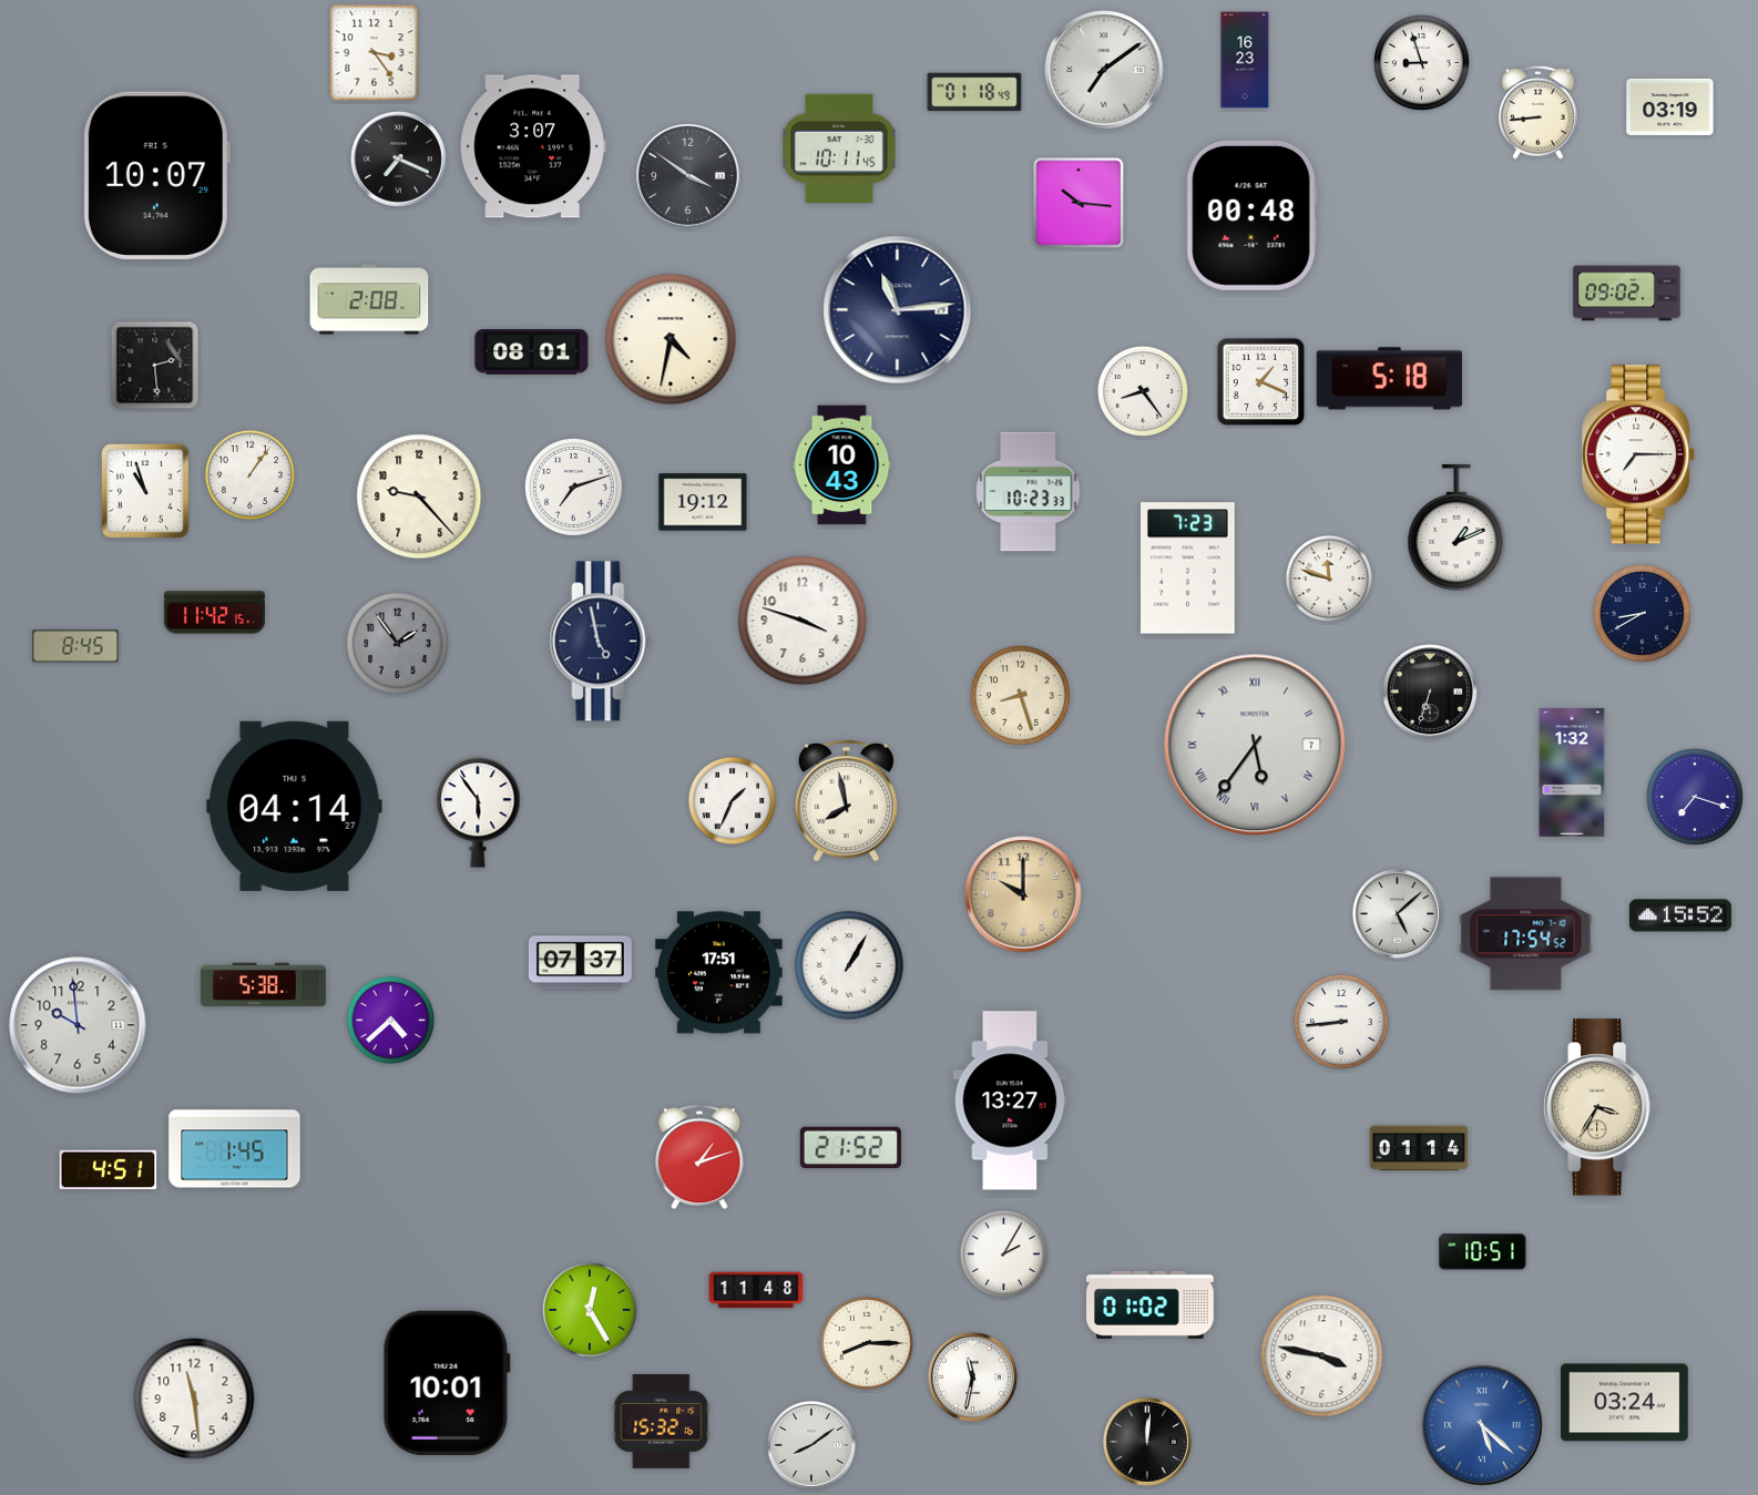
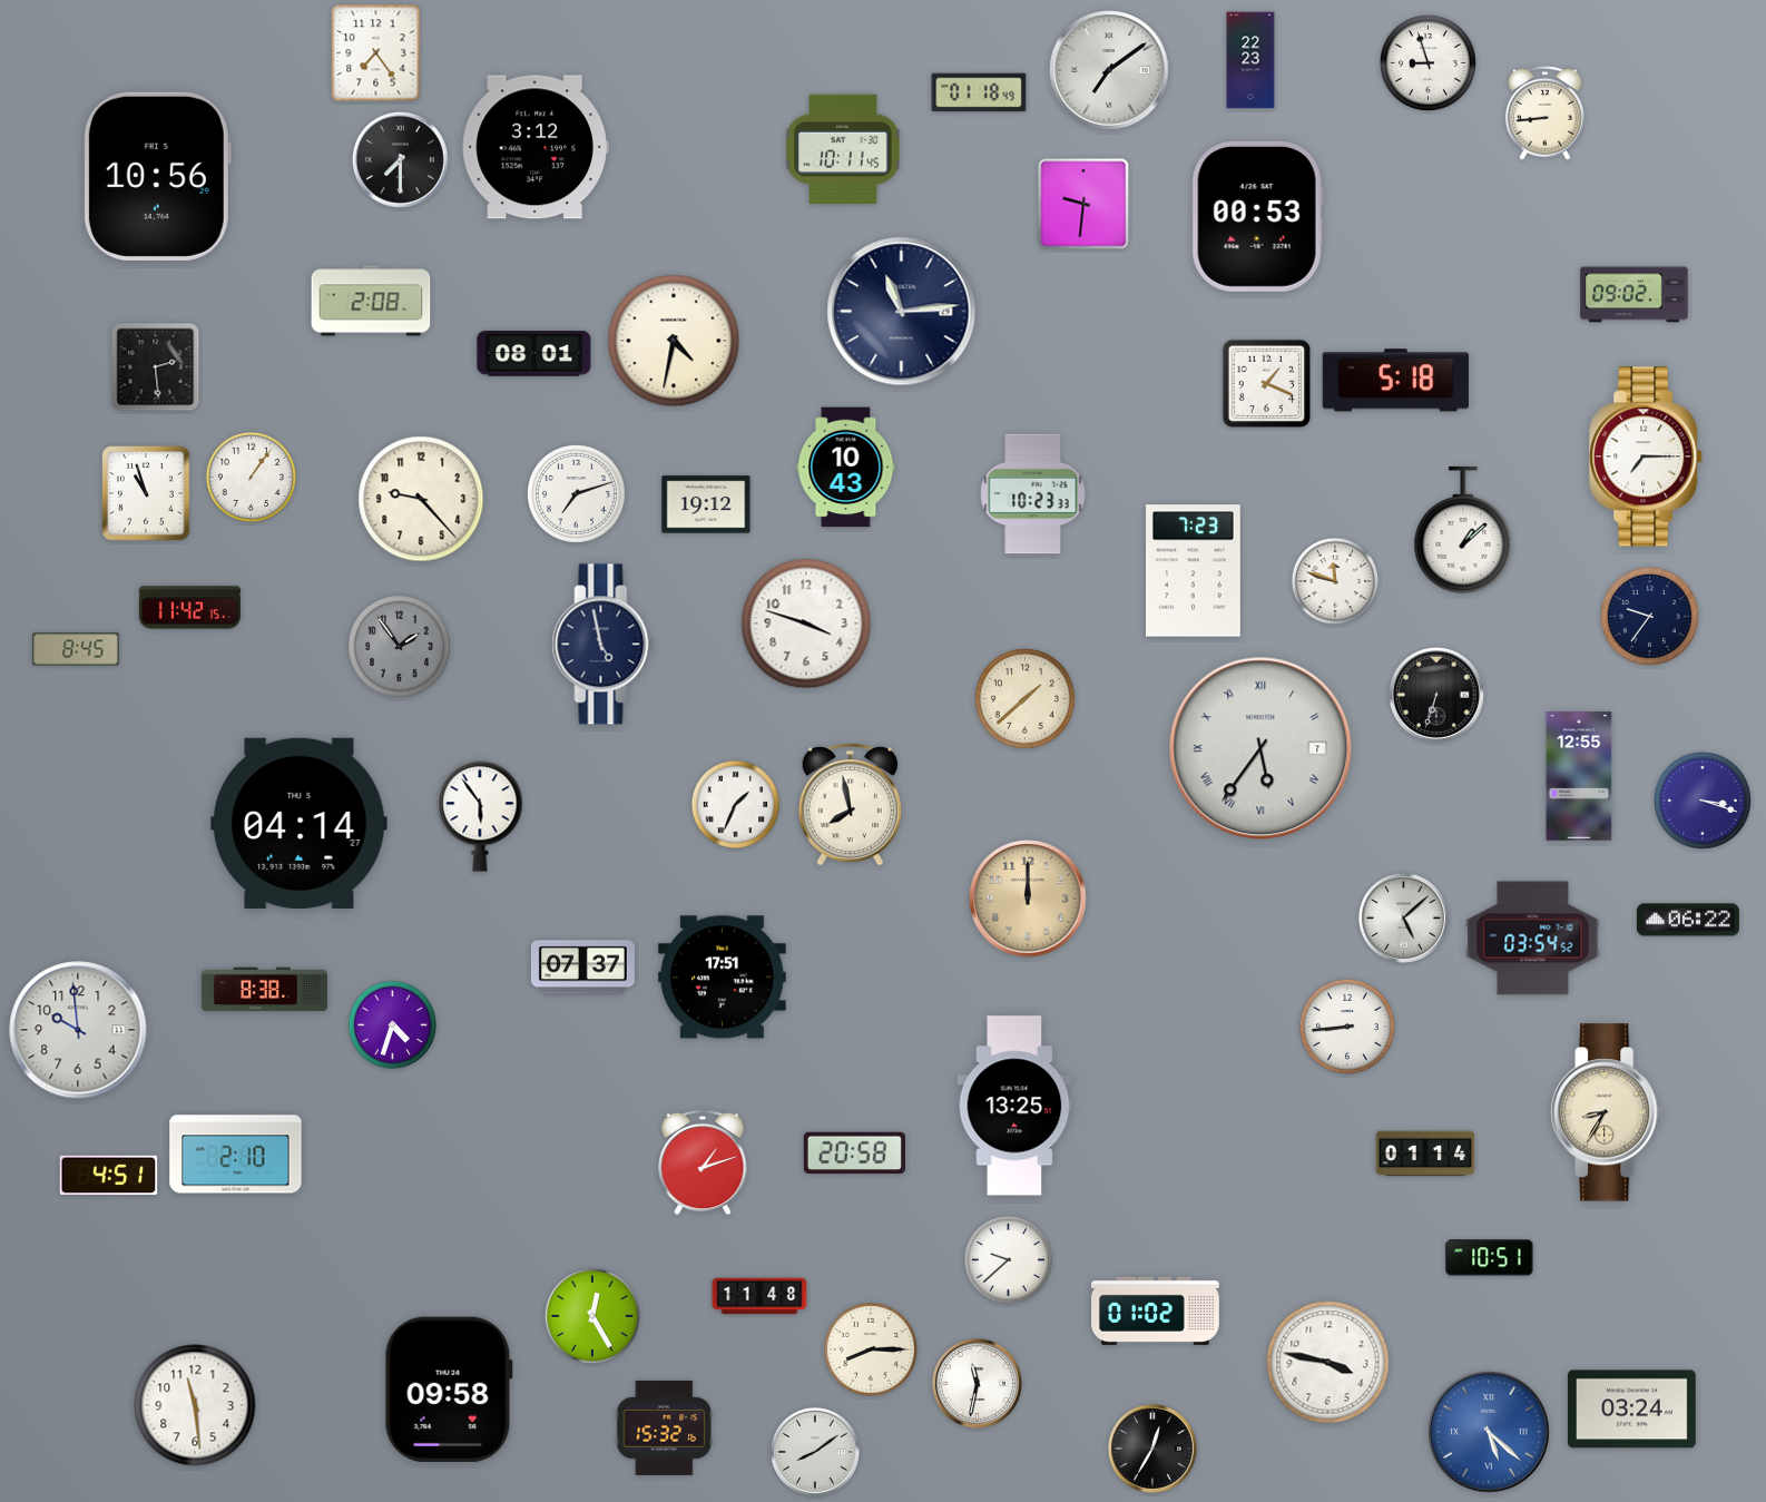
clock at (375, 53): 3:24 -> 7:24
clock at (1245, 60): 16:23 -> 22:23
clock at (1670, 106): 03:19 -> none
clock at (533, 146): 3:07 -> 3:12
clock at (398, 158): 7:19 -> 7:30
clock at (156, 175): 10:07 -> 10:56
clock at (688, 176): 3:51 -> none
clock at (1079, 203): 10:16 -> 9:31
clock at (1251, 215): 00:48 -> 00:53
clock at (1143, 391): 8:24 -> none
clock at (573, 487) position: (573, 487) -> (576, 493)
clock at (1457, 528): 1:11 -> 1:08
clock at (214, 613) position: (214, 613) -> (189, 608)
clock at (1642, 613): 8:40 -> 9:36
clock at (1021, 696): 8:27 -> 1:38
clock at (1572, 772): 1:32 -> 12:55
clock at (1695, 797): 7:18 -> 3:18
clock at (295, 806) position: (295, 806) -> (300, 823)
clock at (1023, 894): 10:00 -> 12:00
clock at (1680, 915): 15:52 -> 06:22
clock at (1526, 934): 17:54 -> 03:54
clock at (849, 965): 1:05 -> none
clock at (263, 985): 5:38 -> 8:38
clock at (391, 1021): 4:38 -> 4:33
clock at (1010, 1100): 13:27 -> 13:25
clock at (1599, 1107): 3:35 -> 8:35
clock at (850, 1148): 21:52 -> 20:58
clock at (235, 1149): 1:45 -> 2:10
clock at (1004, 1255): 2:05 -> 9:38
clock at (447, 1383): 10:01 -> 09:58
clock at (1147, 1442): 12:01 -> 12:35
